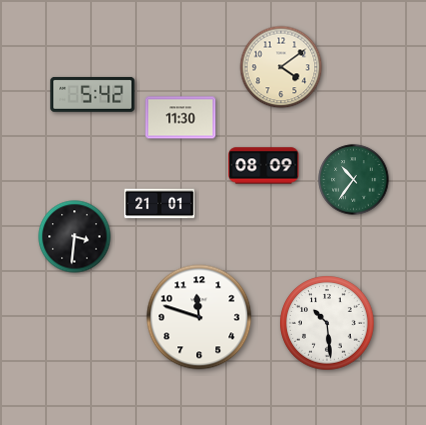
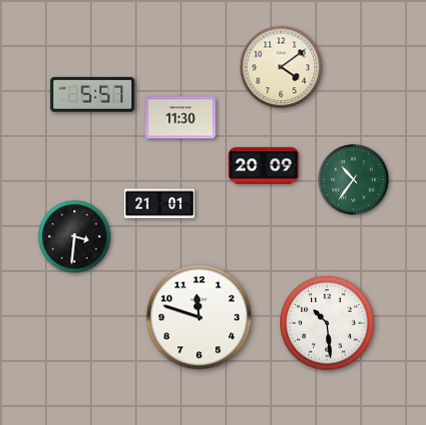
clock at (93, 94): 5:42 -> 5:57
clock at (264, 166): 08:09 -> 20:09
